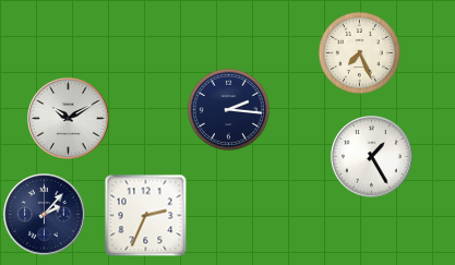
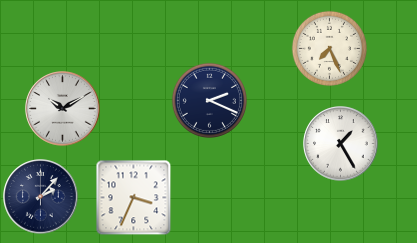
clock at (228, 109): 2:16 -> 2:19
clock at (146, 216): 2:34 -> 3:34
